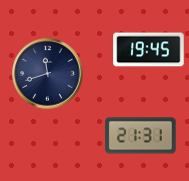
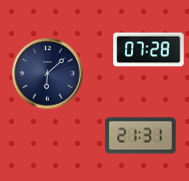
clock at (149, 50): 19:45 -> 07:28
clock at (48, 74): 11:42 -> 6:08
